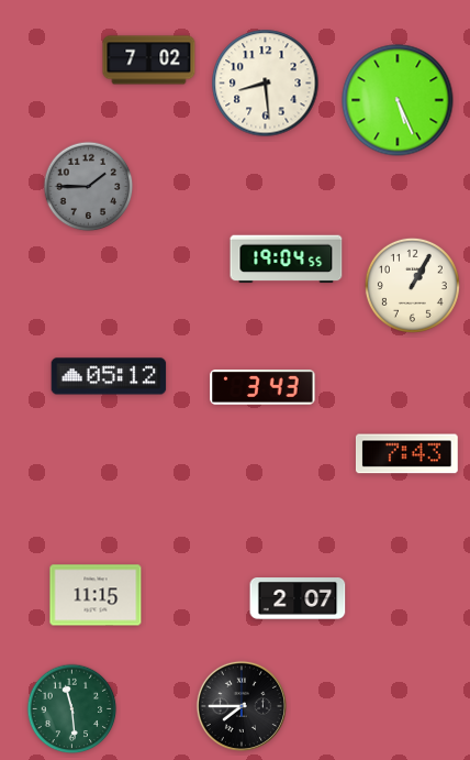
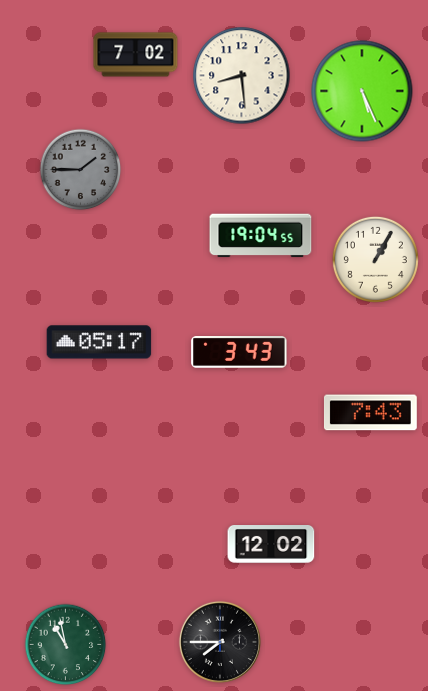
clock at (109, 376): 05:12 -> 05:17
clock at (96, 595): 11:15 -> none
clock at (298, 599): 2:07 -> 12:02
clock at (72, 709): 11:29 -> 10:58
